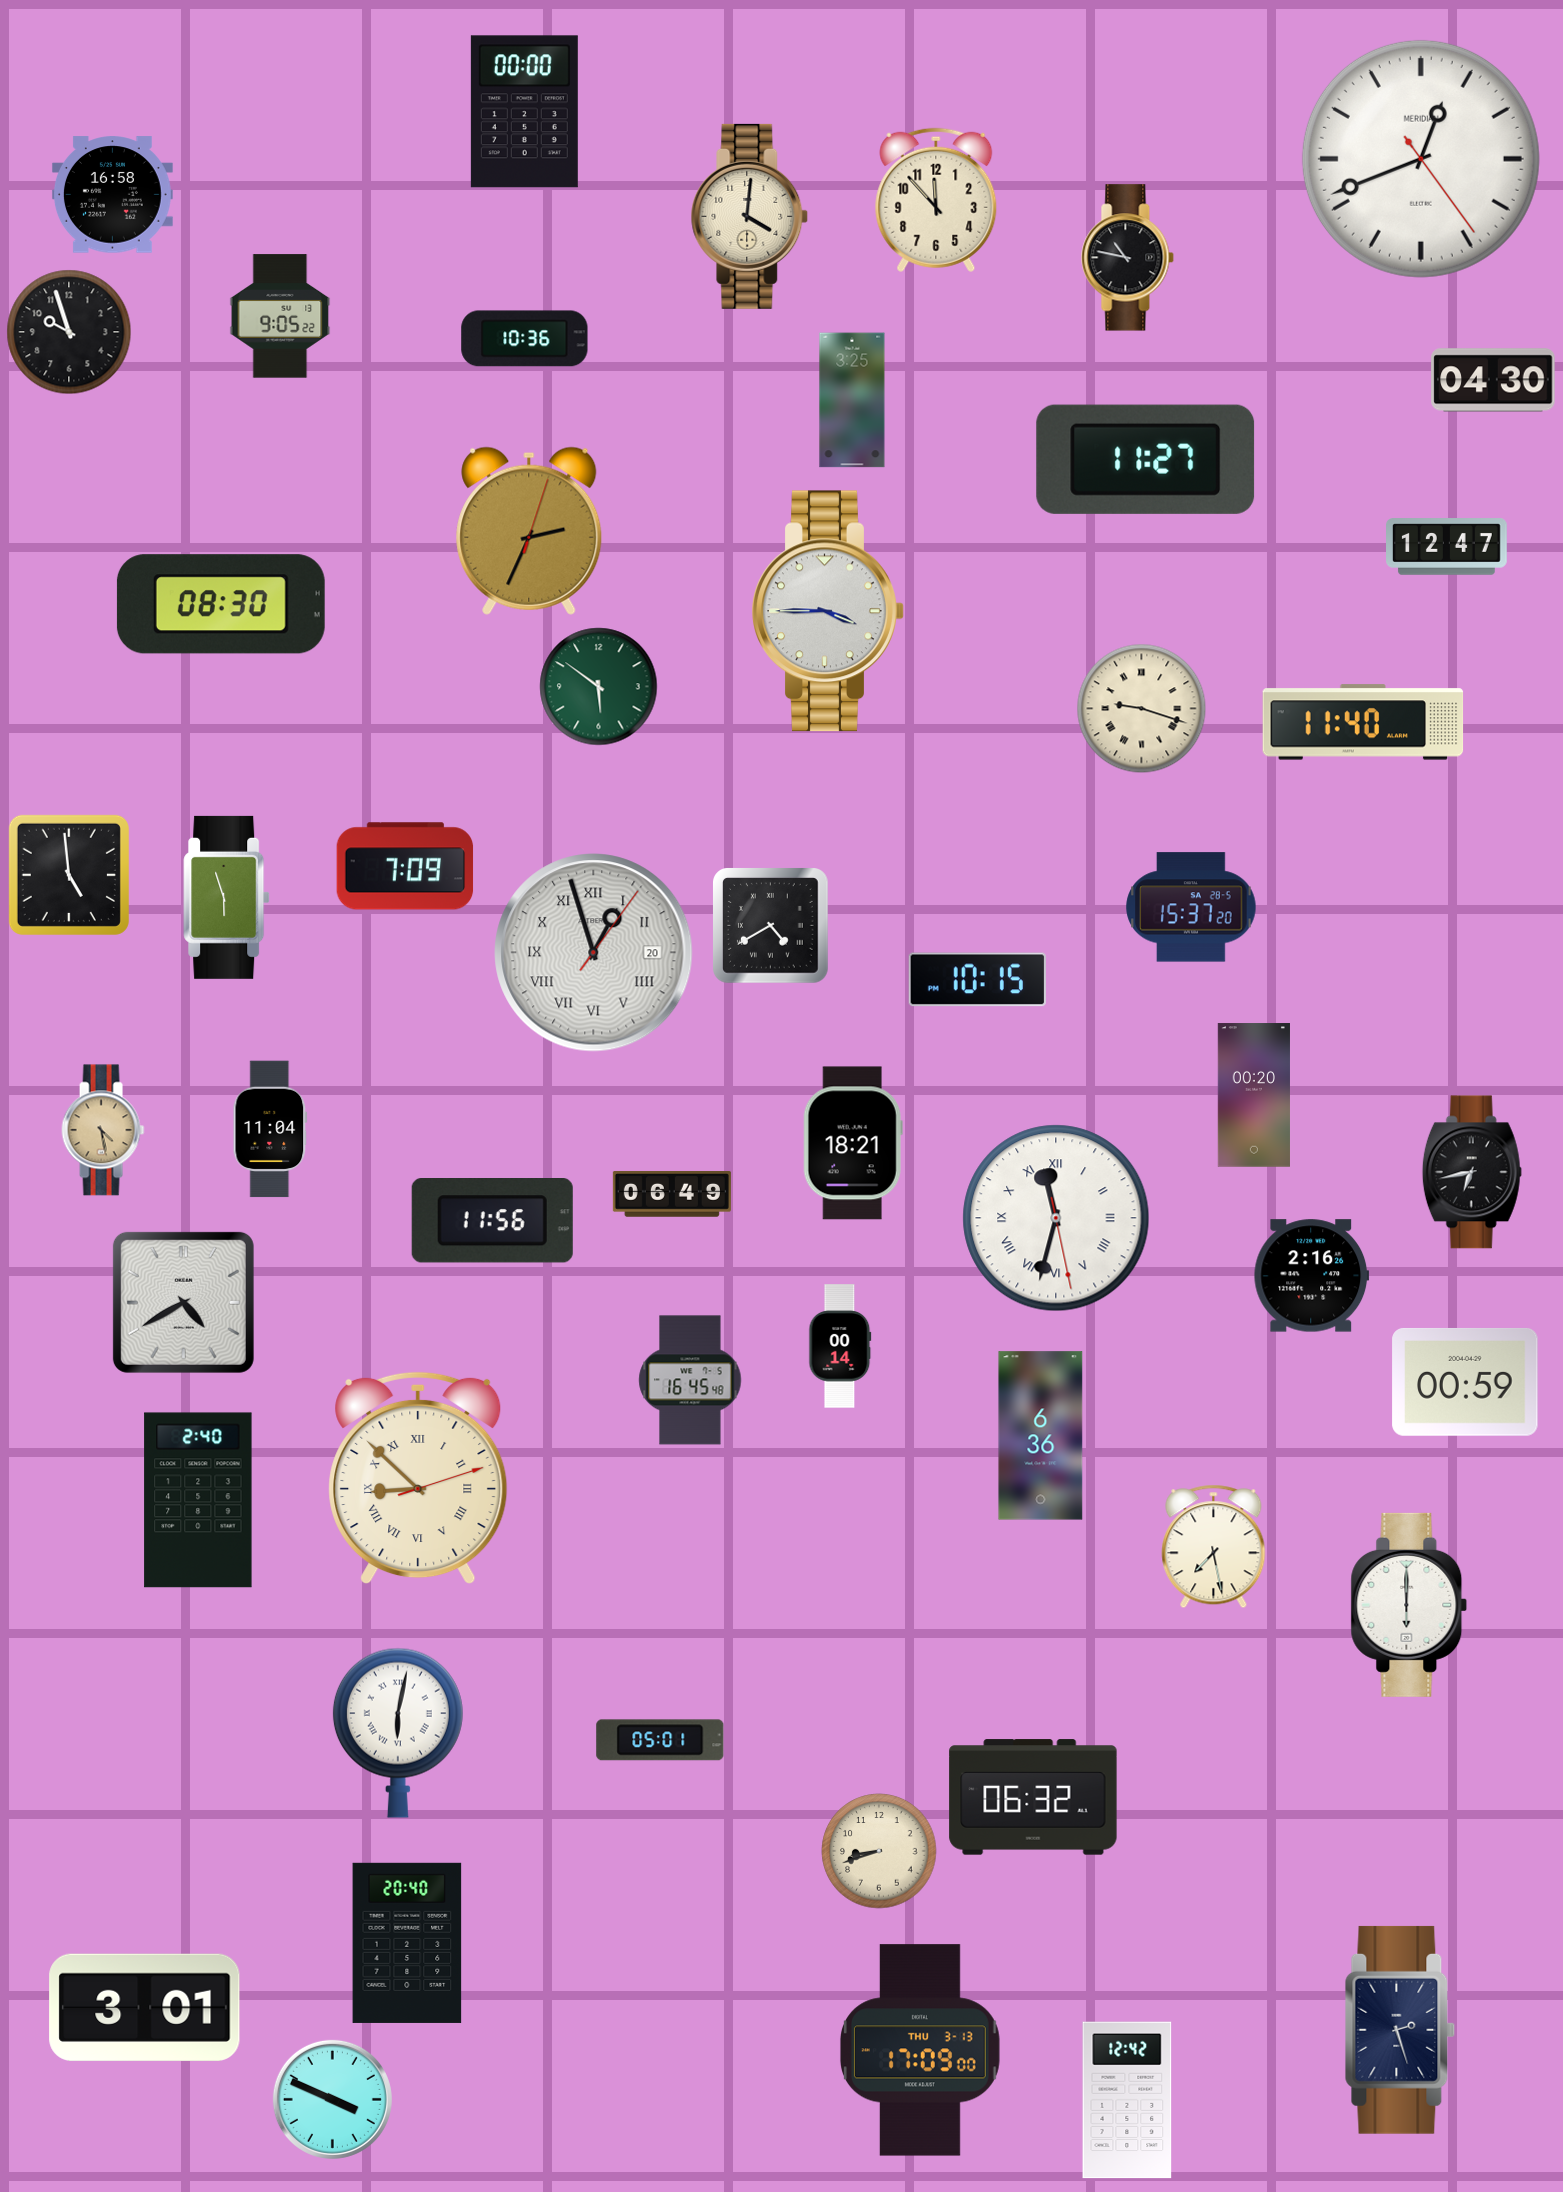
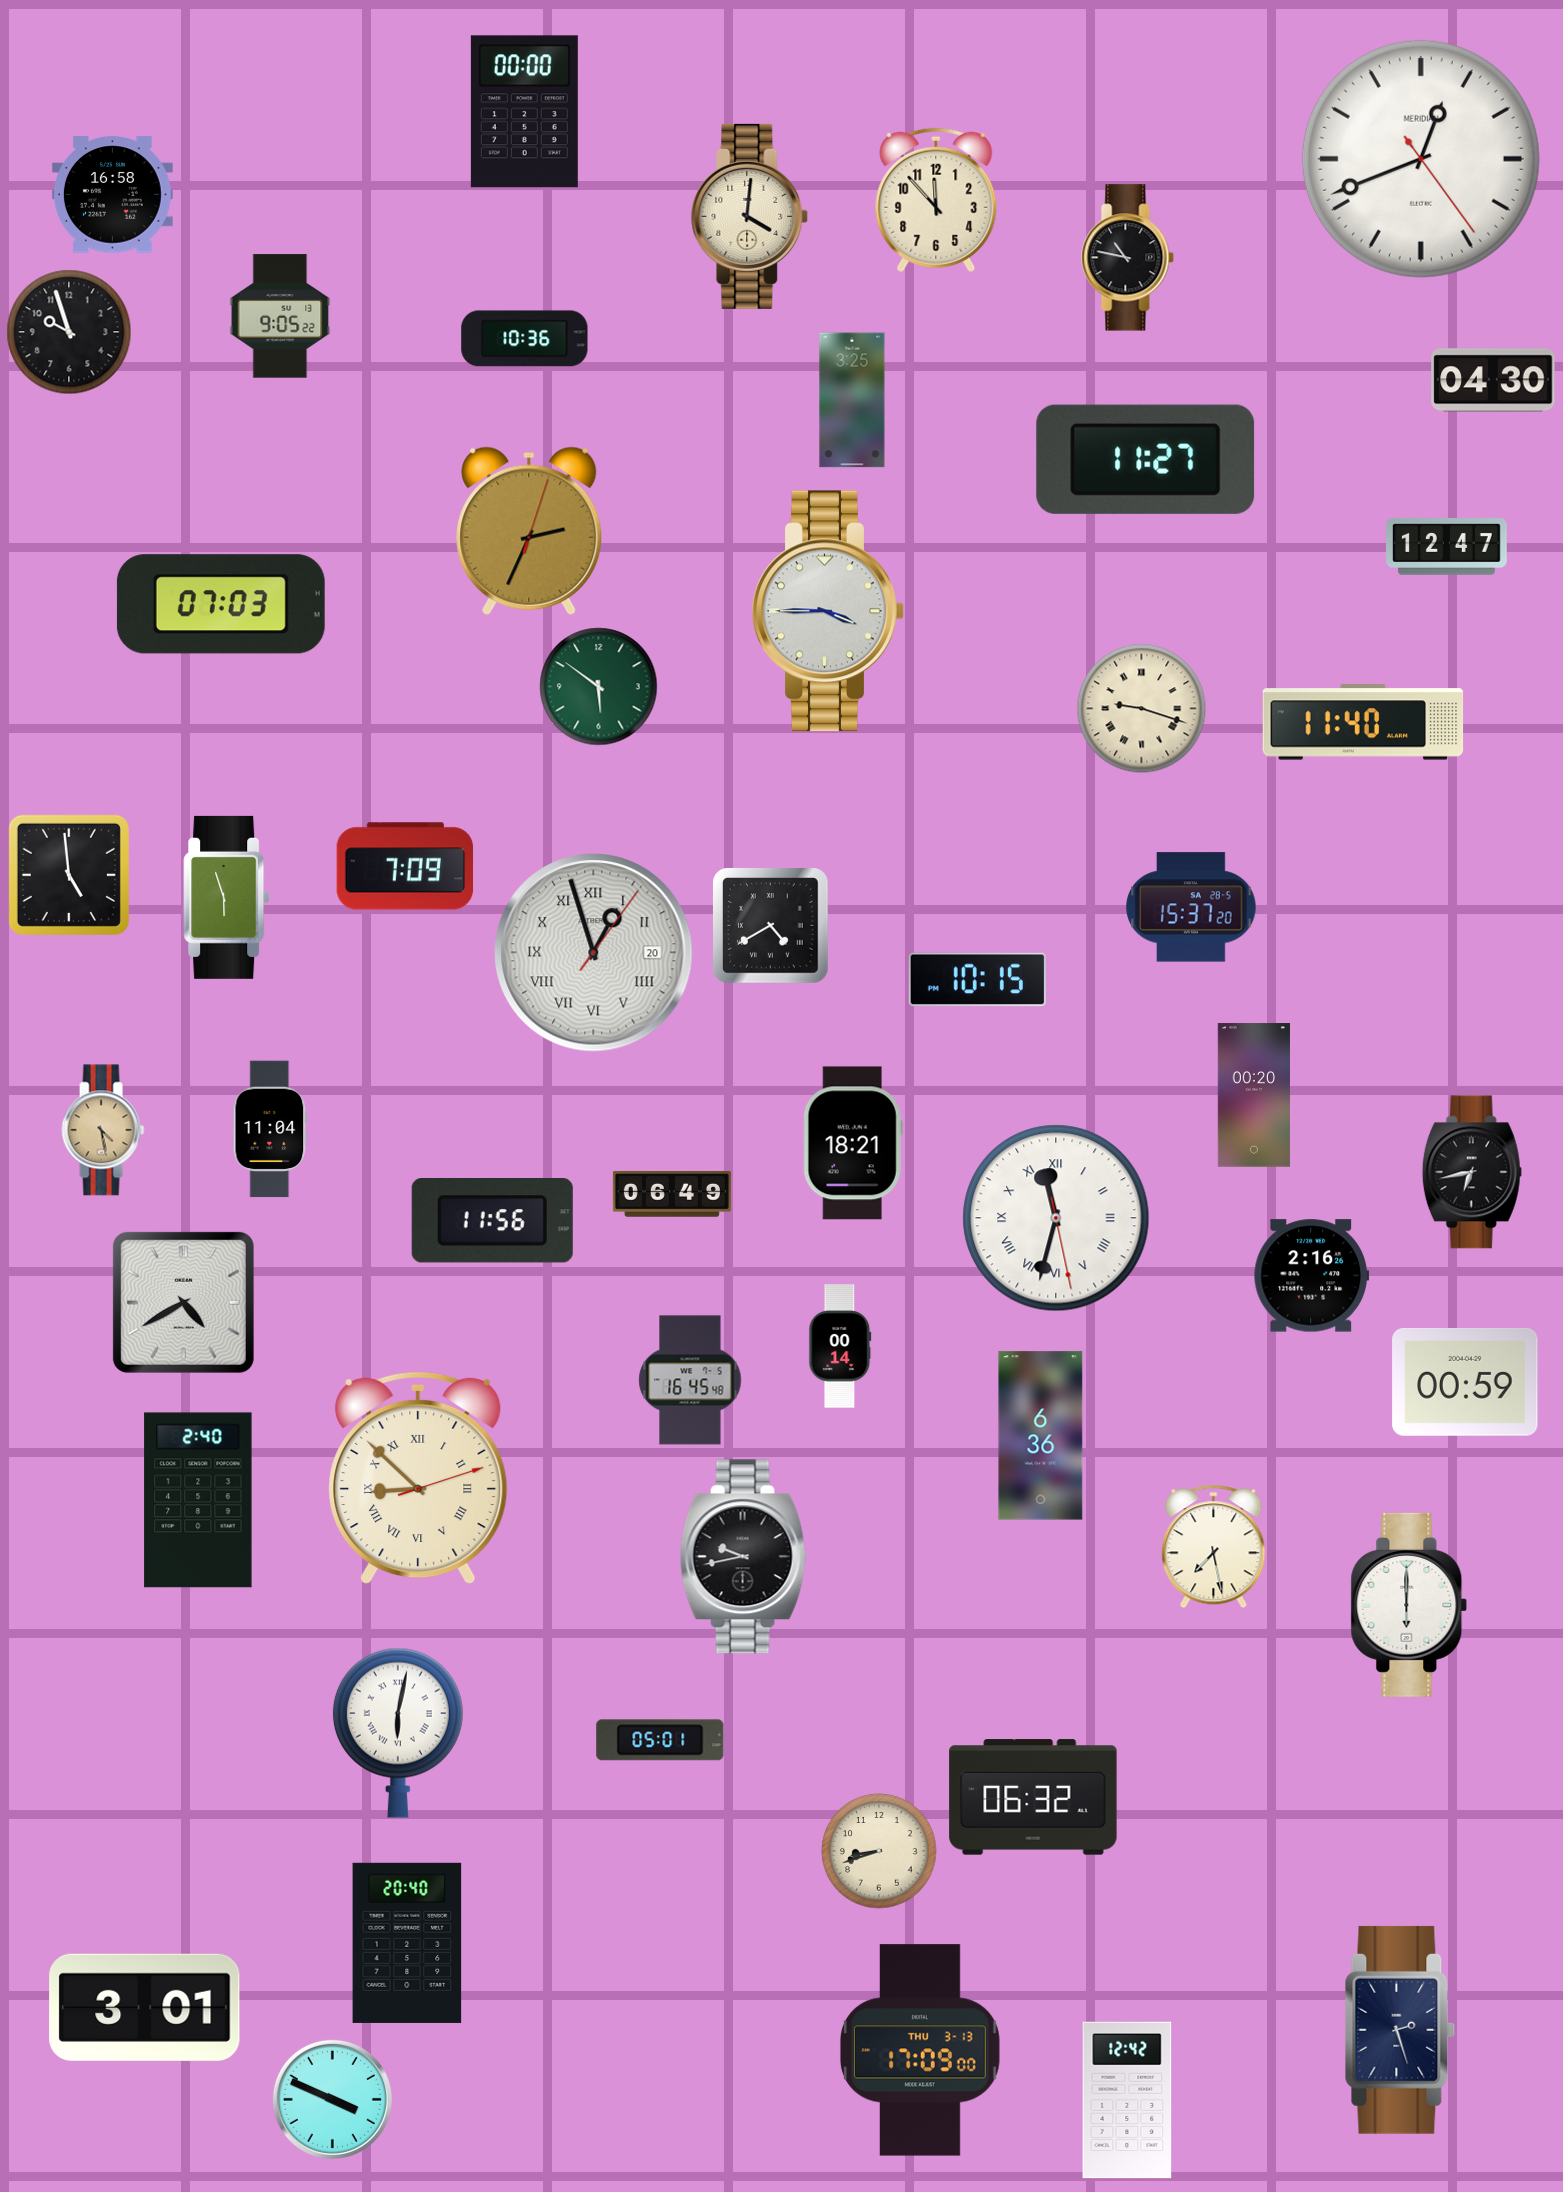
clock at (221, 604): 08:30 -> 07:03
clock at (743, 1557): none -> 9:43
